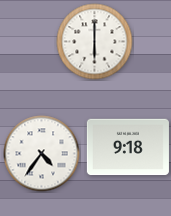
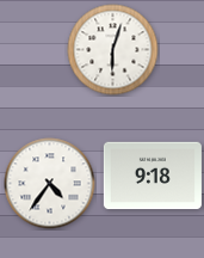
clock at (95, 42): 6:00 -> 6:03
